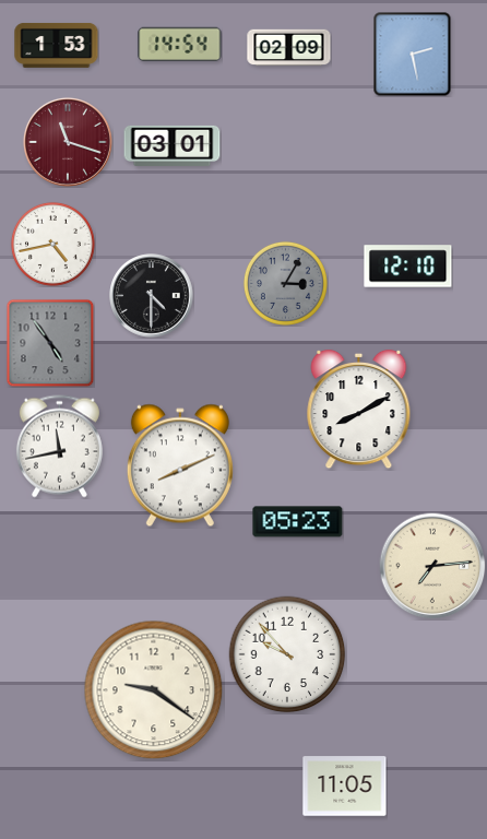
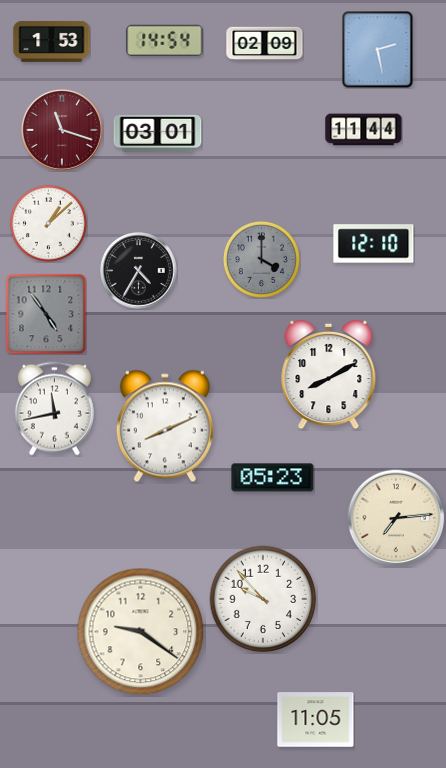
clock at (364, 130): none -> 11:44
clock at (52, 244): 4:43 -> 1:08
clock at (285, 283): 3:05 -> 4:00
clock at (152, 296): 4:30 -> 4:35
